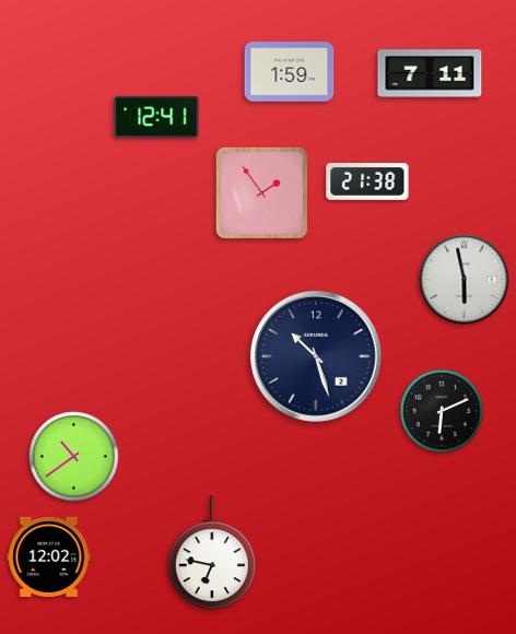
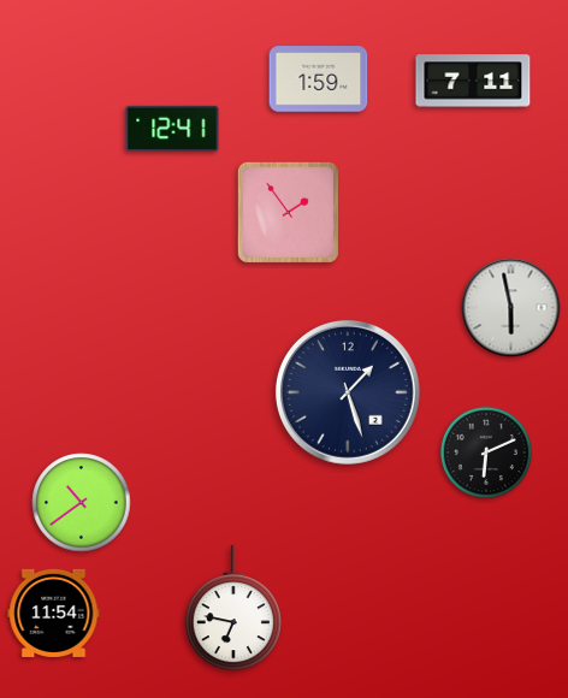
clock at (367, 183): 21:38 -> none
clock at (316, 356): 10:27 -> 1:27
clock at (49, 556): 12:02 -> 11:54
